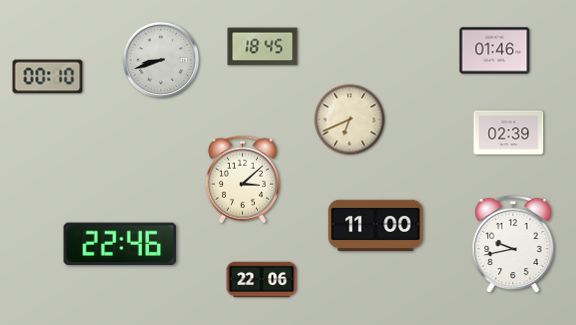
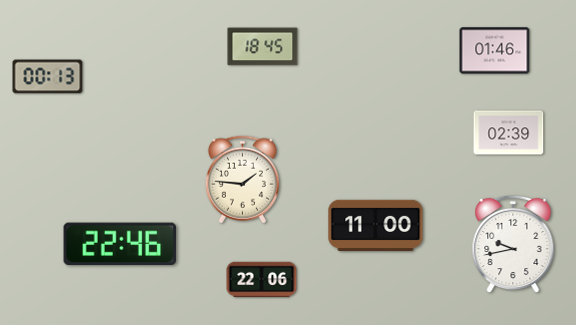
clock at (161, 60): 8:42 -> none
clock at (48, 77): 00:10 -> 00:13
clock at (350, 120): 6:41 -> none
clock at (242, 180): 3:08 -> 1:46
